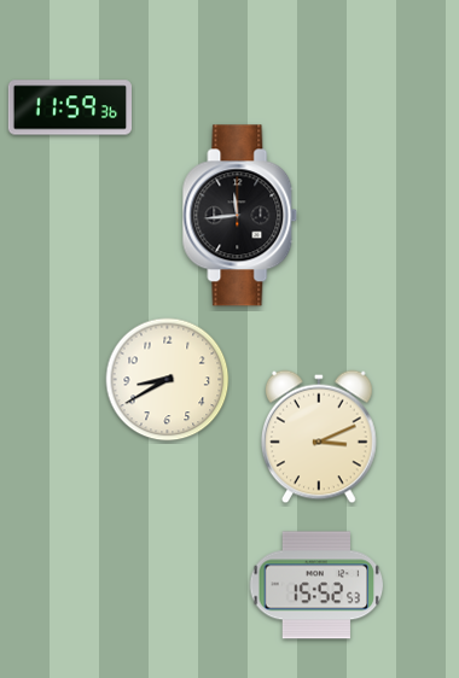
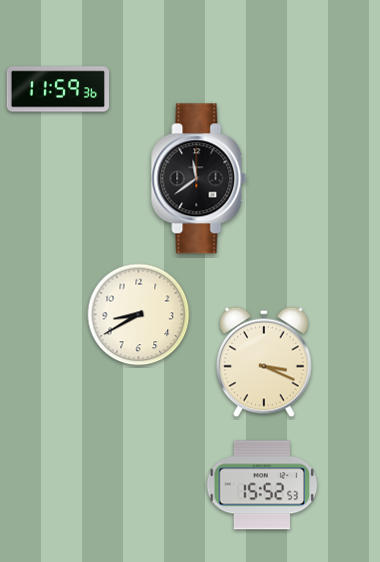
clock at (240, 216): 11:44 -> 11:39
clock at (320, 437): 3:11 -> 3:19
